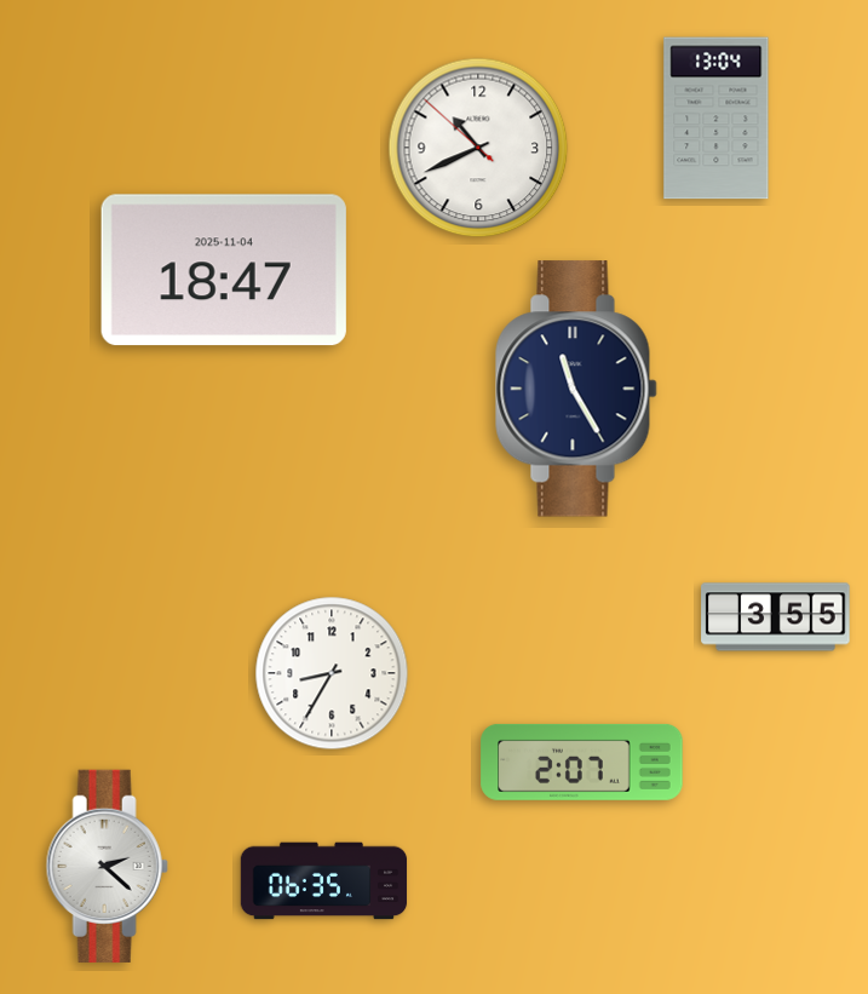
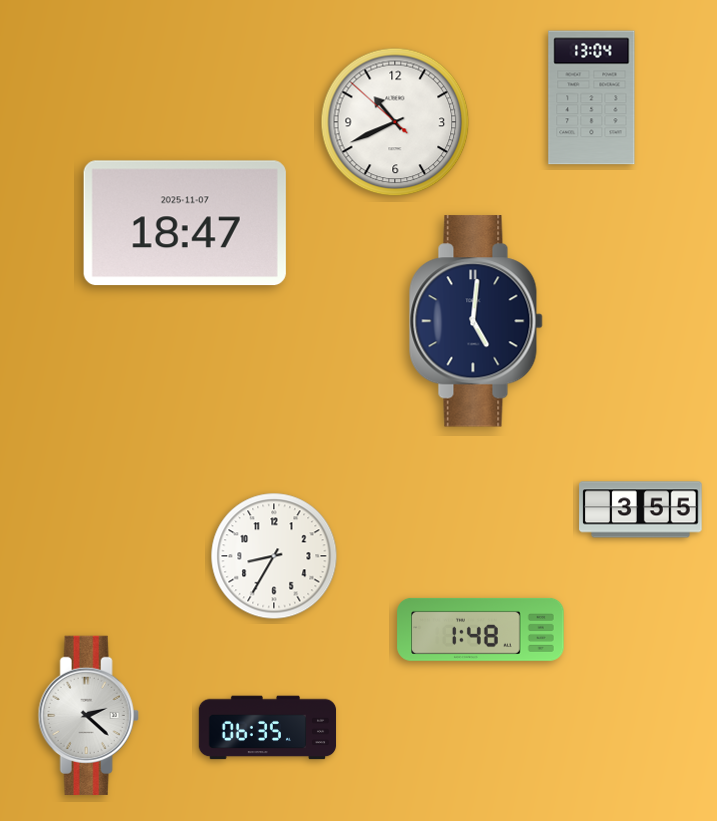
clock at (224, 270) date: 2025-11-04 -> 2025-11-07
clock at (576, 389): 11:25 -> 5:01
clock at (582, 762): 2:07 -> 1:48
